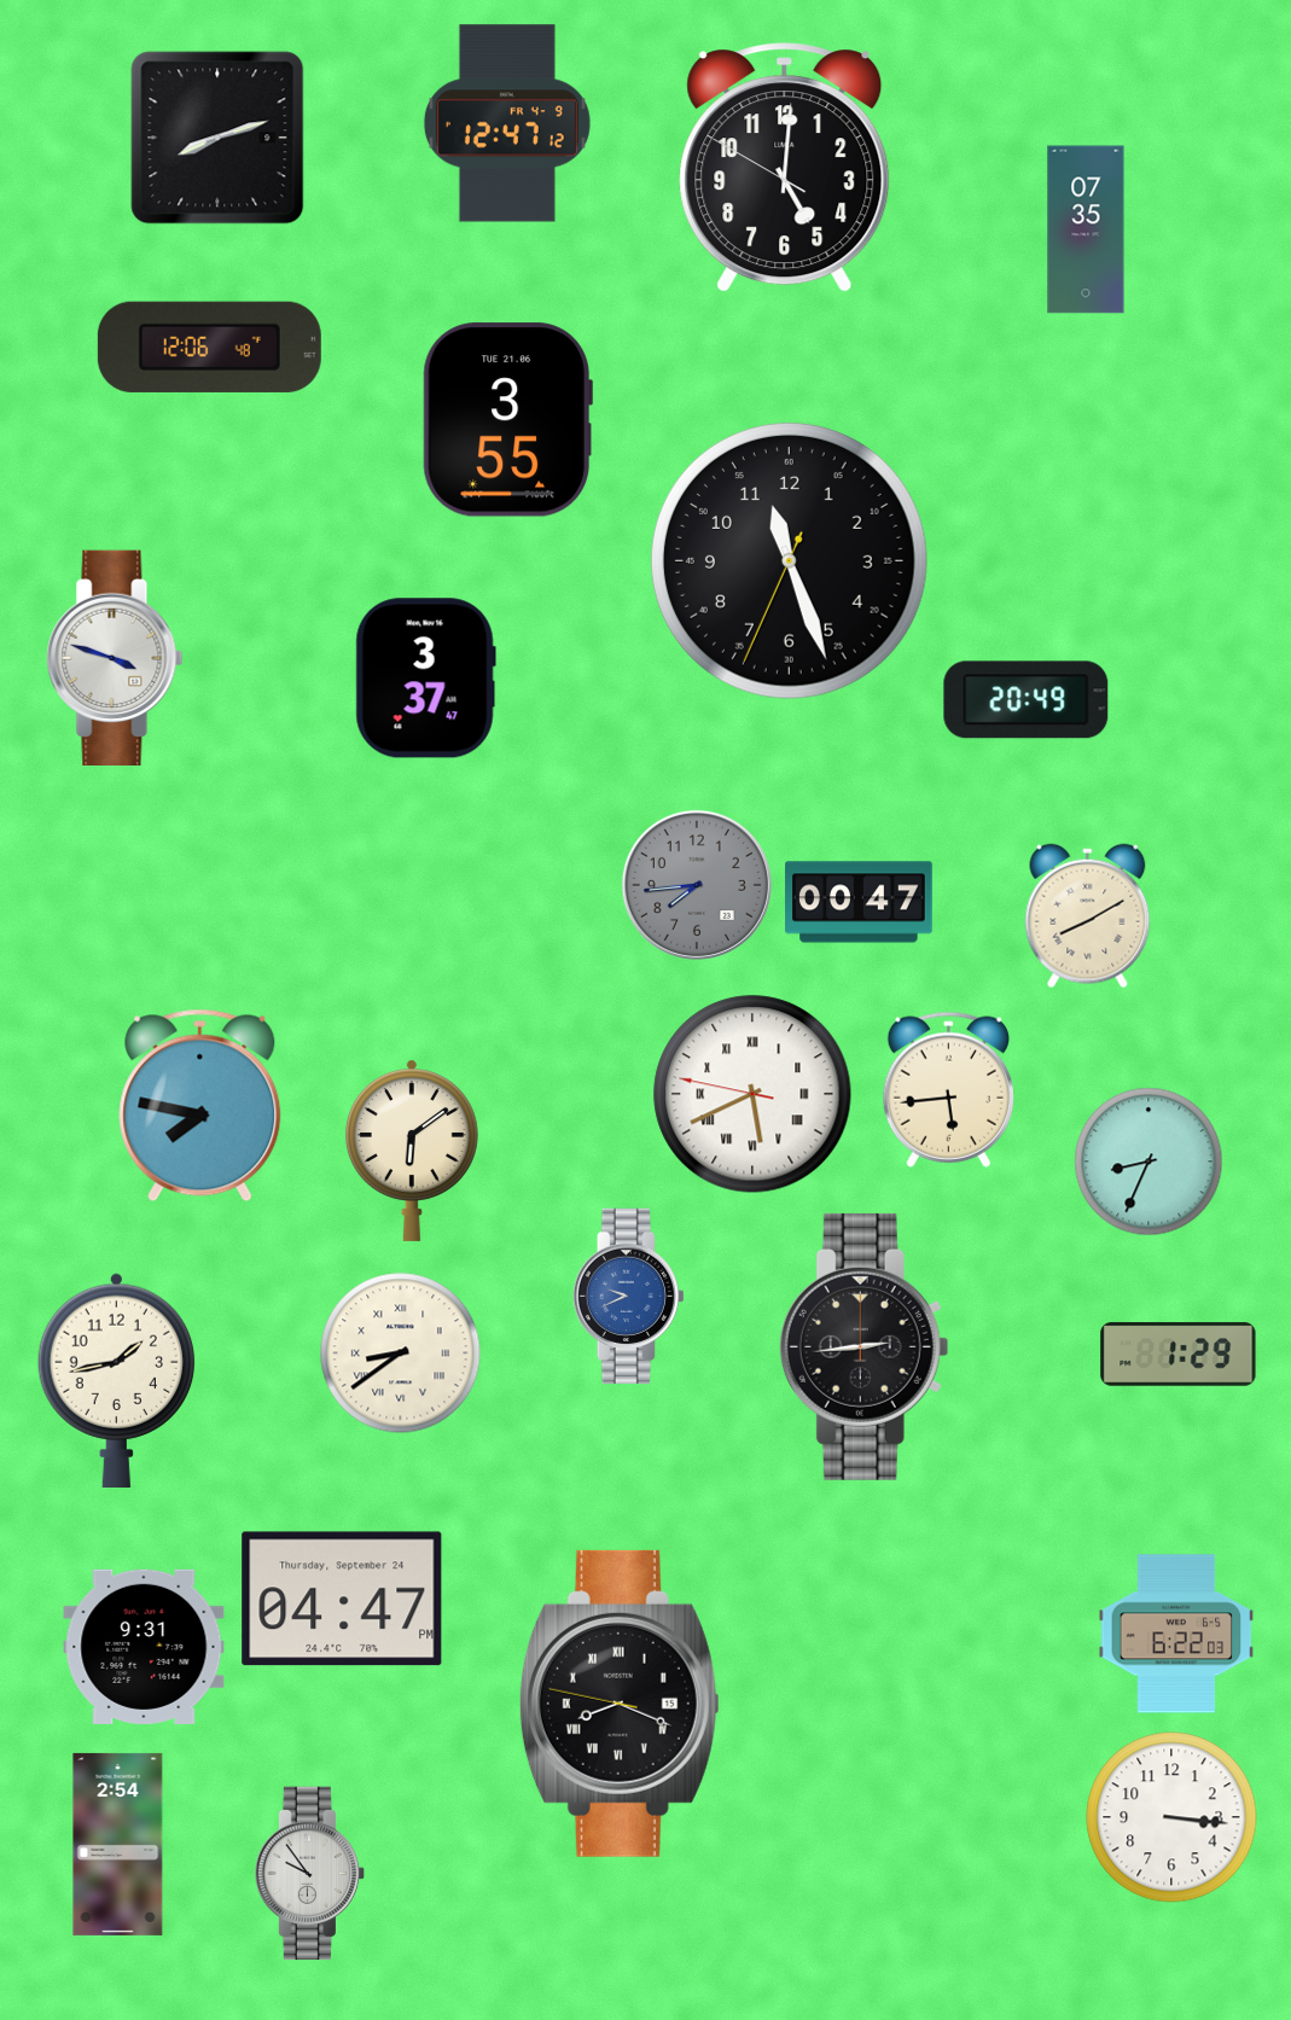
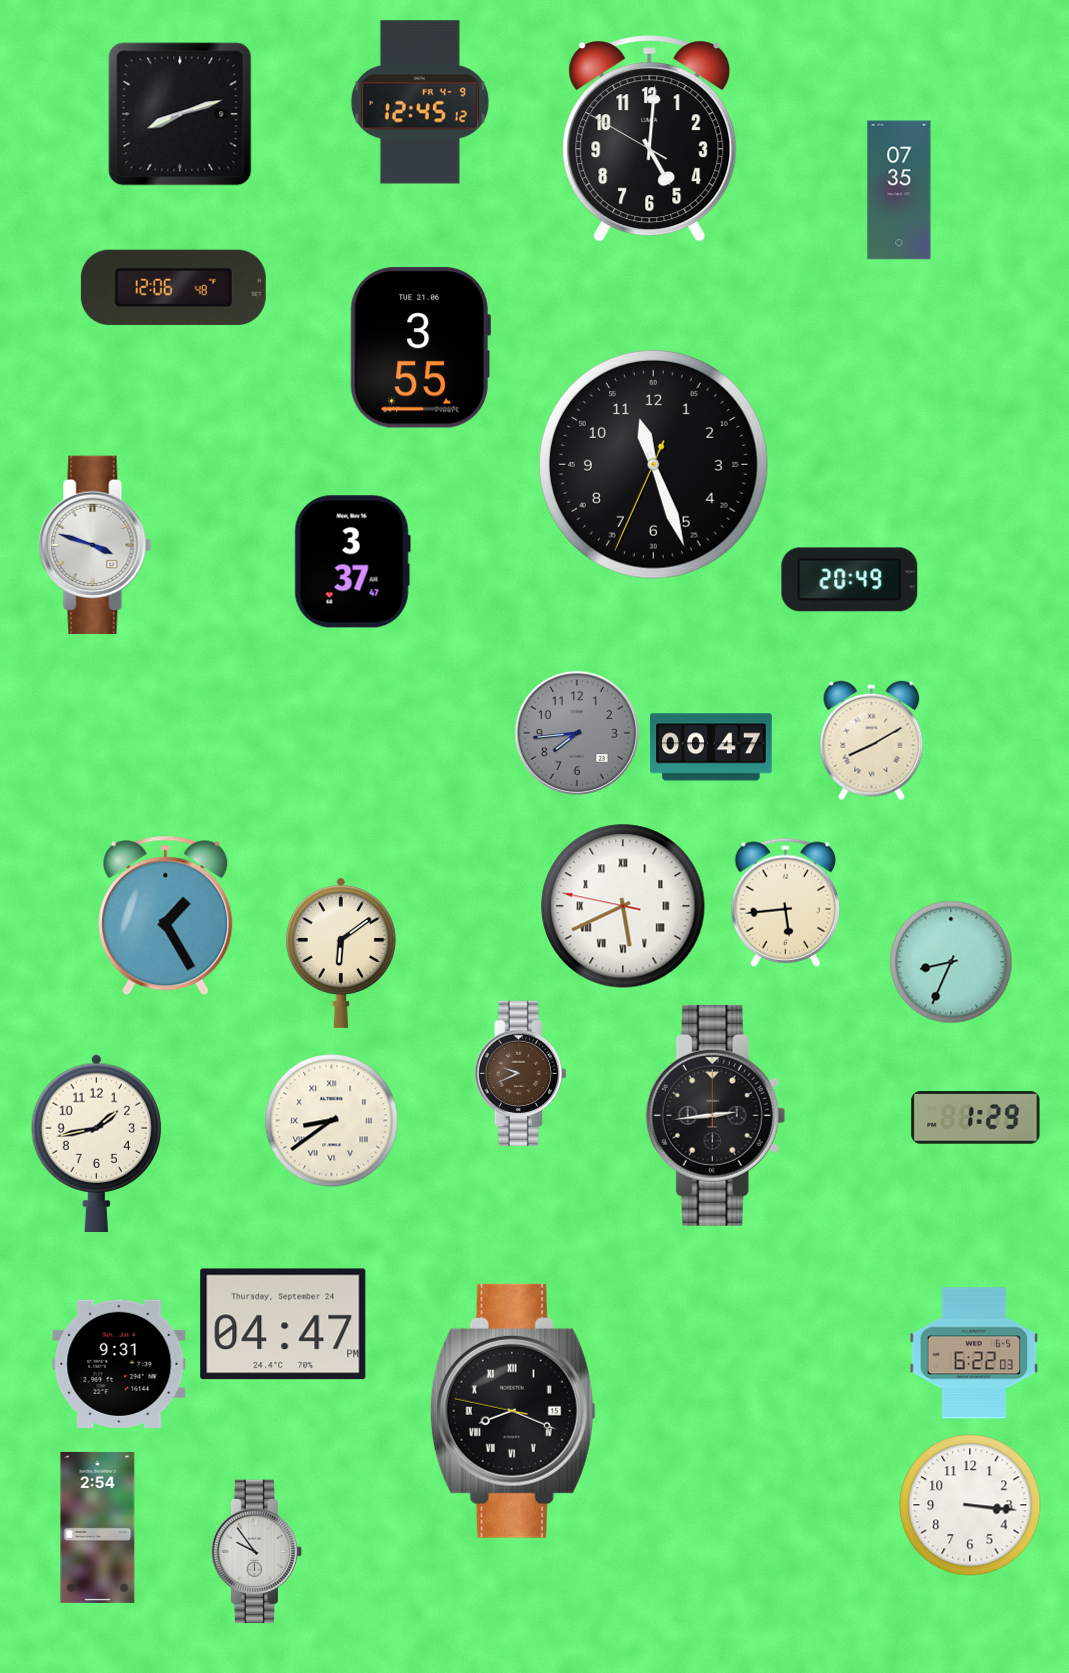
clock at (507, 123): 12:47 -> 12:45
clock at (1088, 916) position: (1088, 916) -> (872, 741)
clock at (200, 1106): 7:47 -> 1:25
clock at (628, 1296) dial: blue -> brown
clock at (1179, 1355) position: (1179, 1355) -> (976, 1118)
